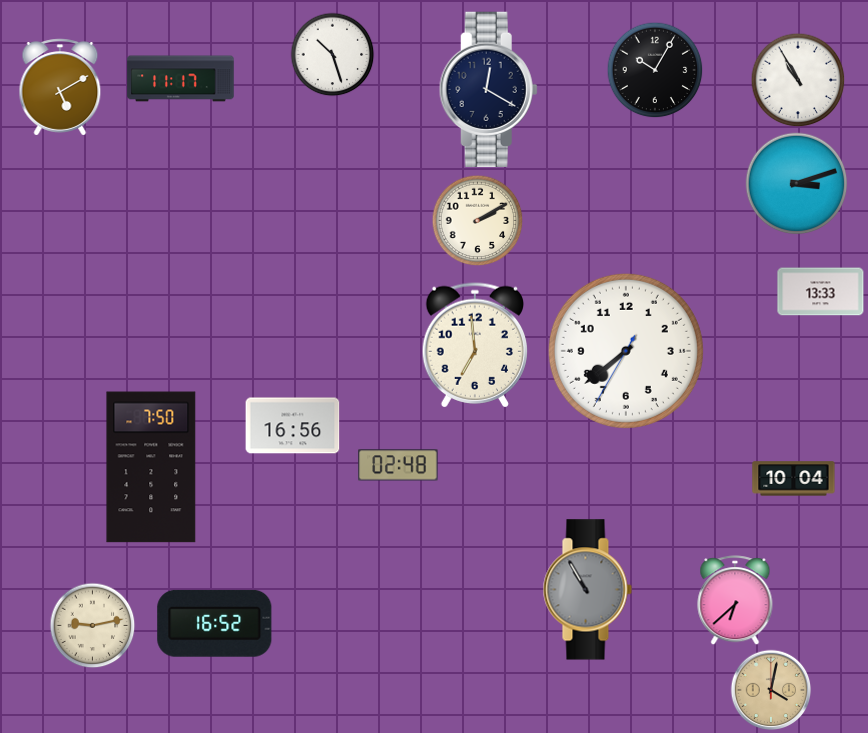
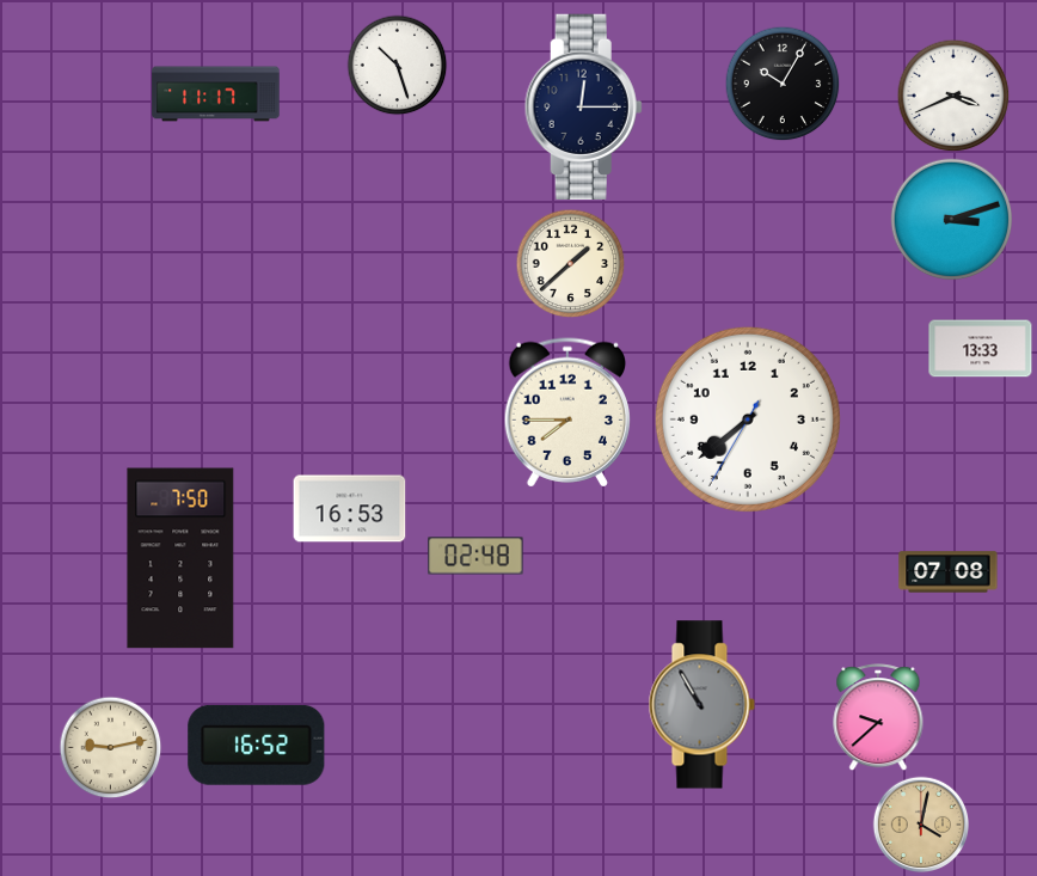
clock at (798, 80): 10:55 -> 3:41
clock at (60, 87): 5:10 -> none
clock at (488, 89): 12:20 -> 12:15
clock at (478, 221): 2:10 -> 1:38
clock at (474, 345): 6:59 -> 7:45
clock at (293, 426): 16:56 -> 16:53
clock at (794, 479): 10:04 -> 07:08
clock at (735, 601): 6:38 -> 9:38
